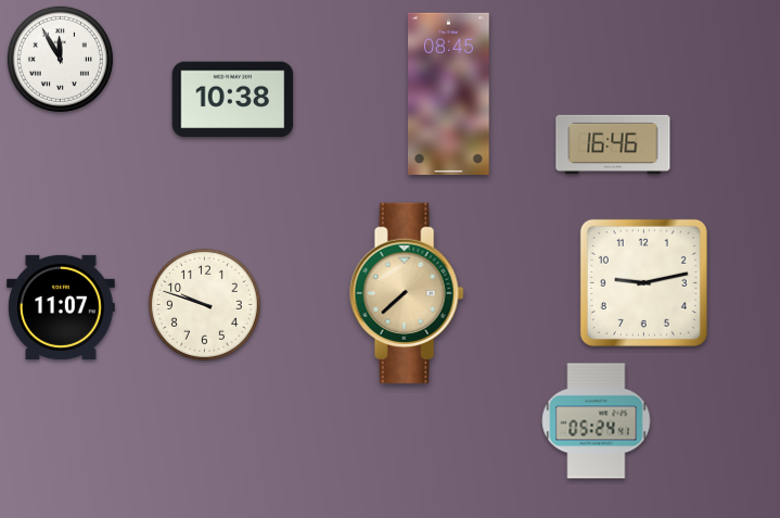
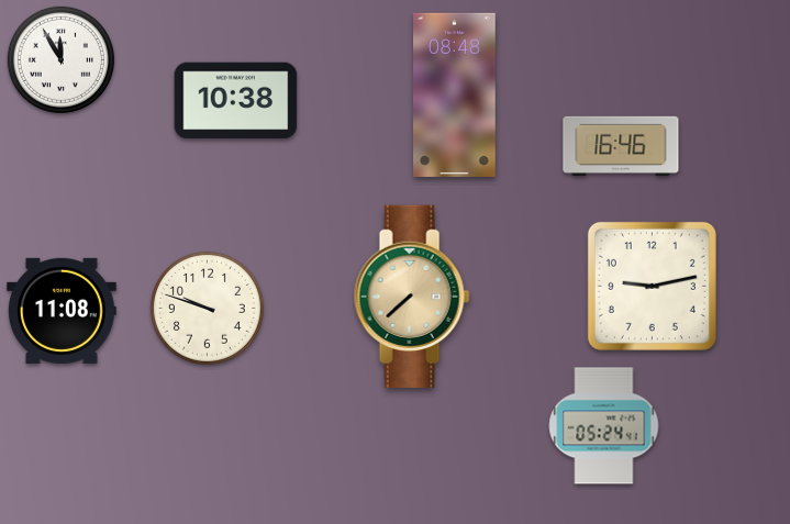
clock at (449, 93): 08:45 -> 08:48
clock at (62, 307): 11:07 -> 11:08
